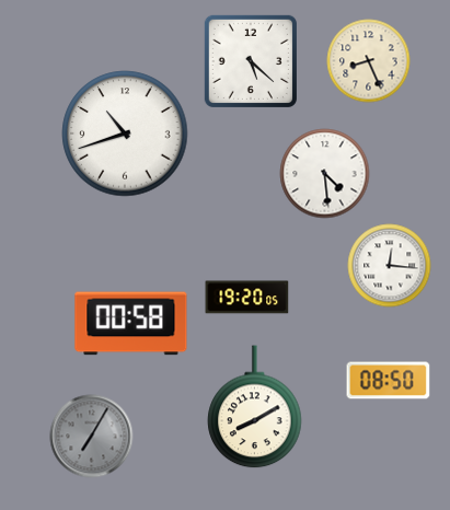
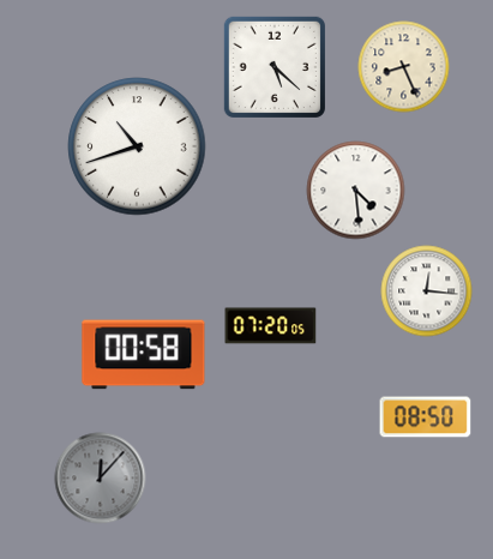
clock at (247, 298): 19:20 -> 07:20
clock at (255, 407): 8:10 -> none
clock at (92, 437): 7:05 -> 12:07
